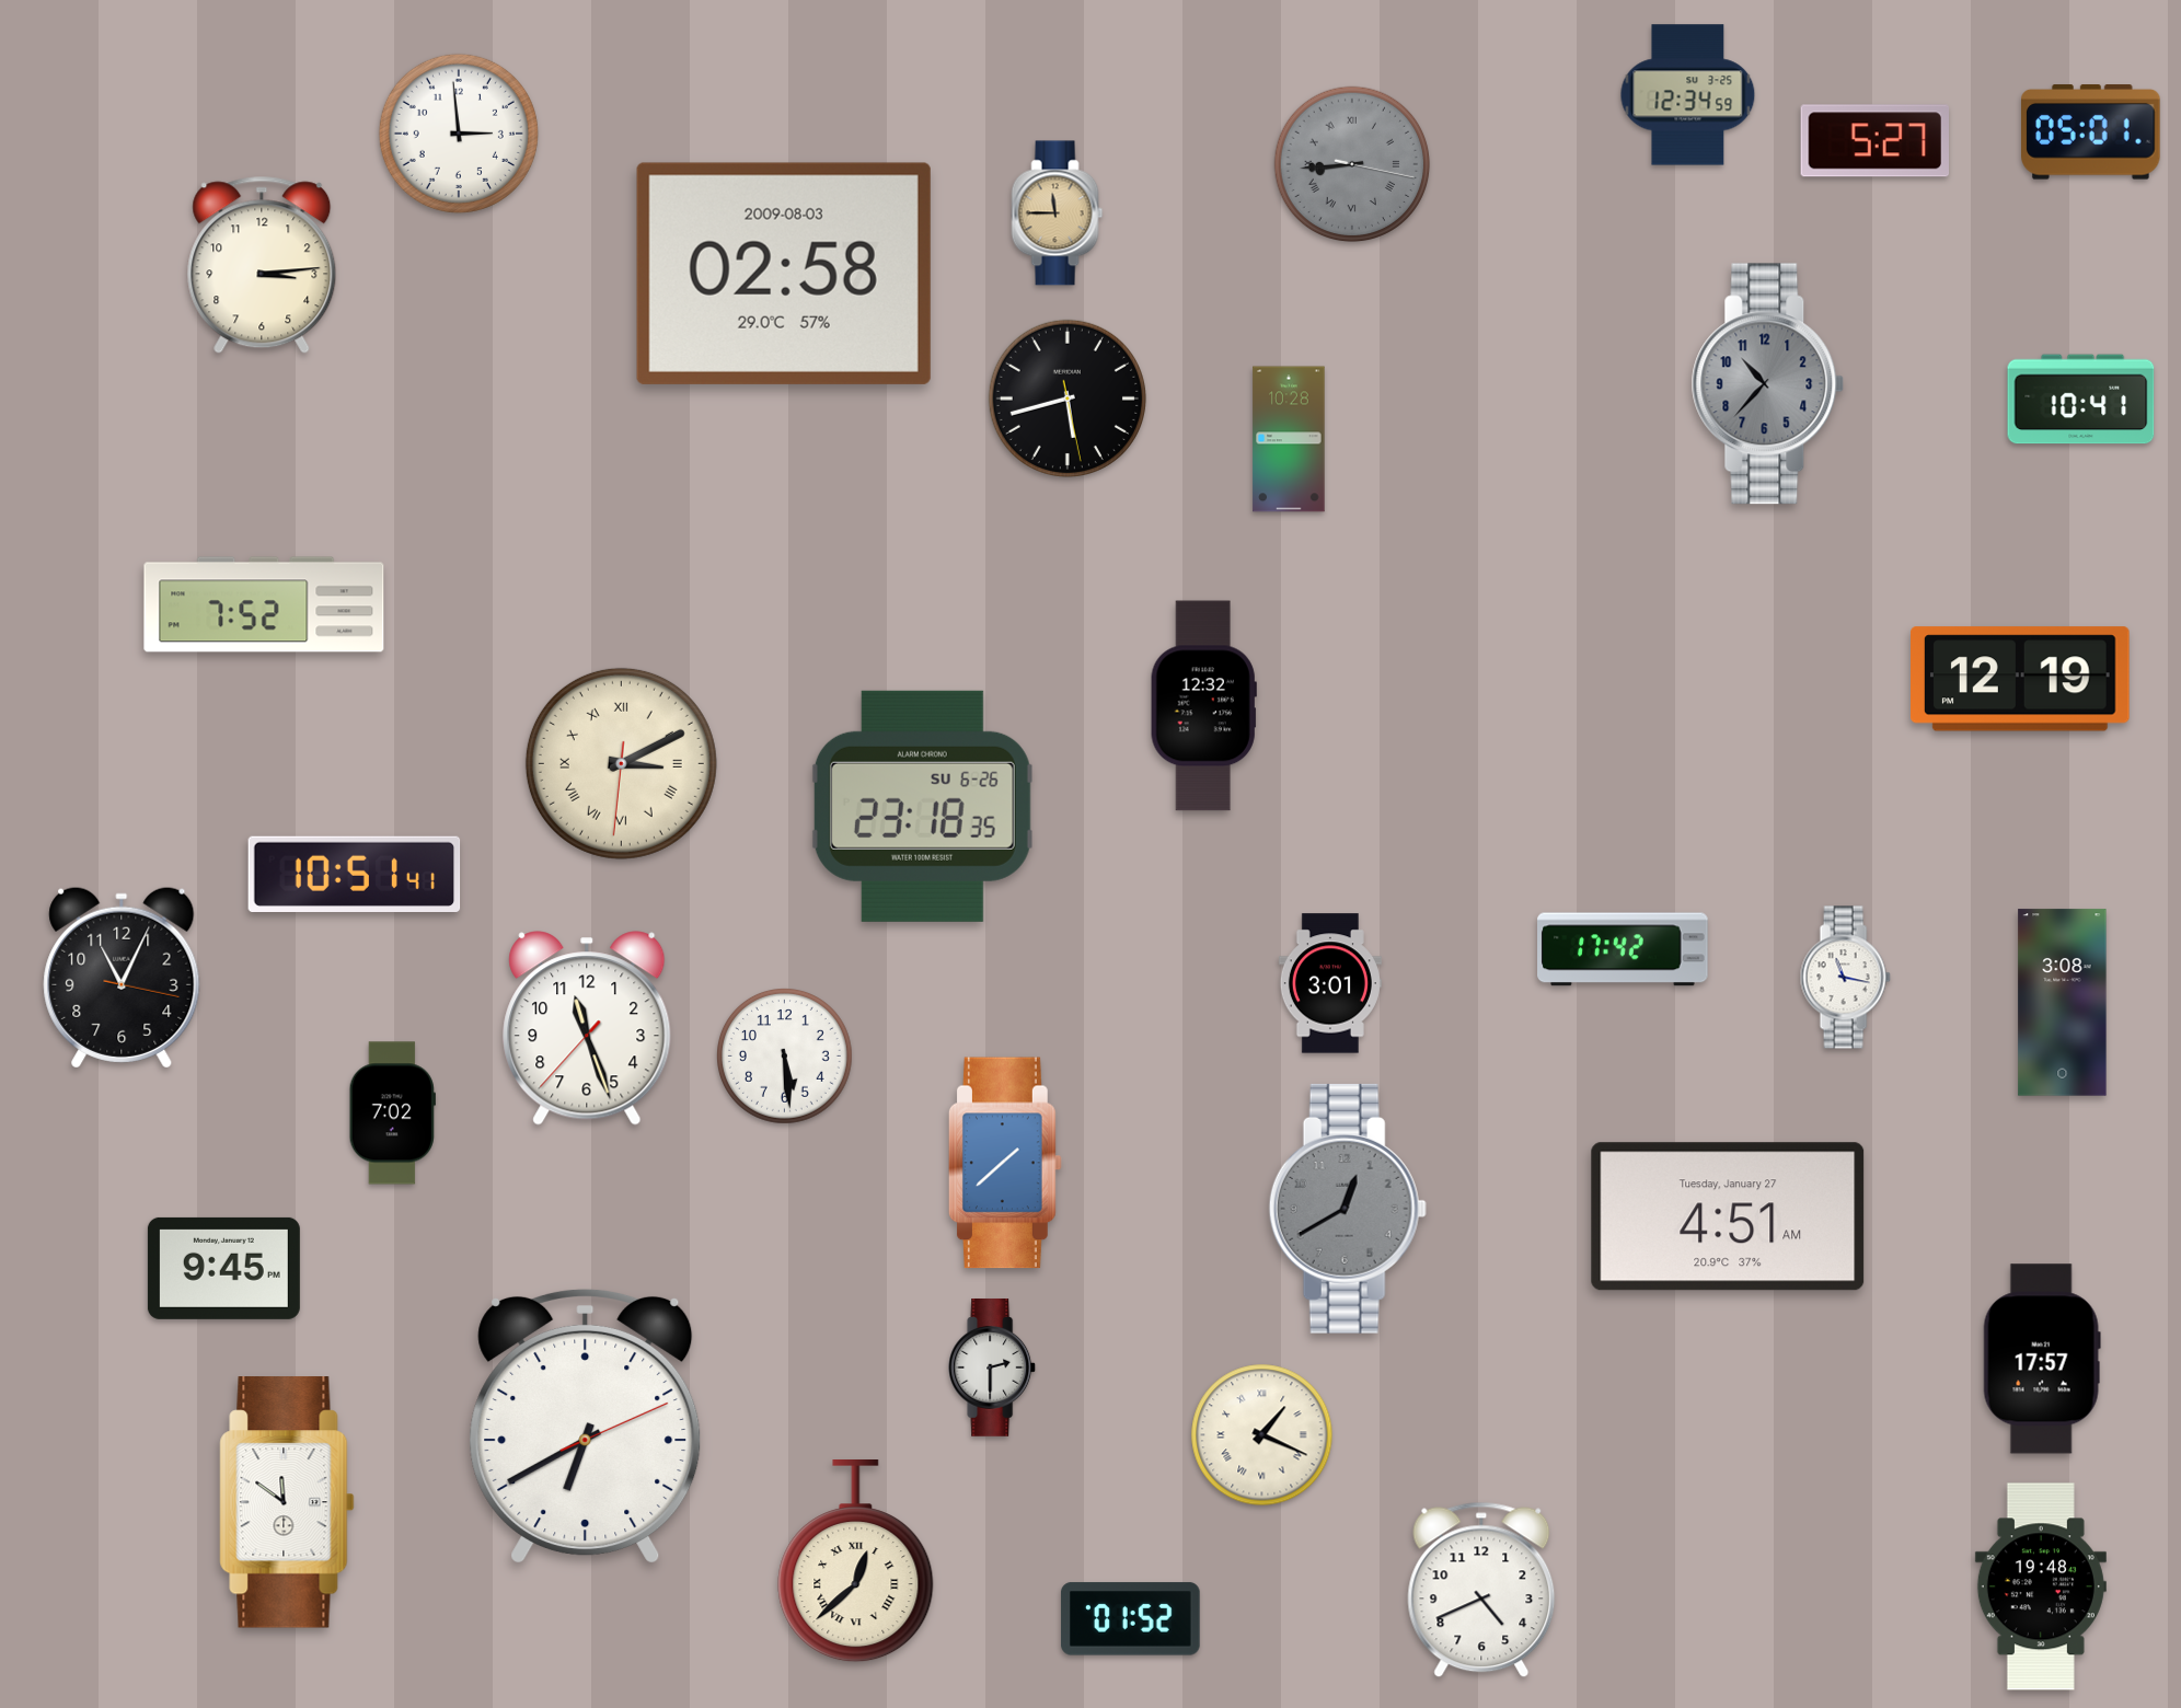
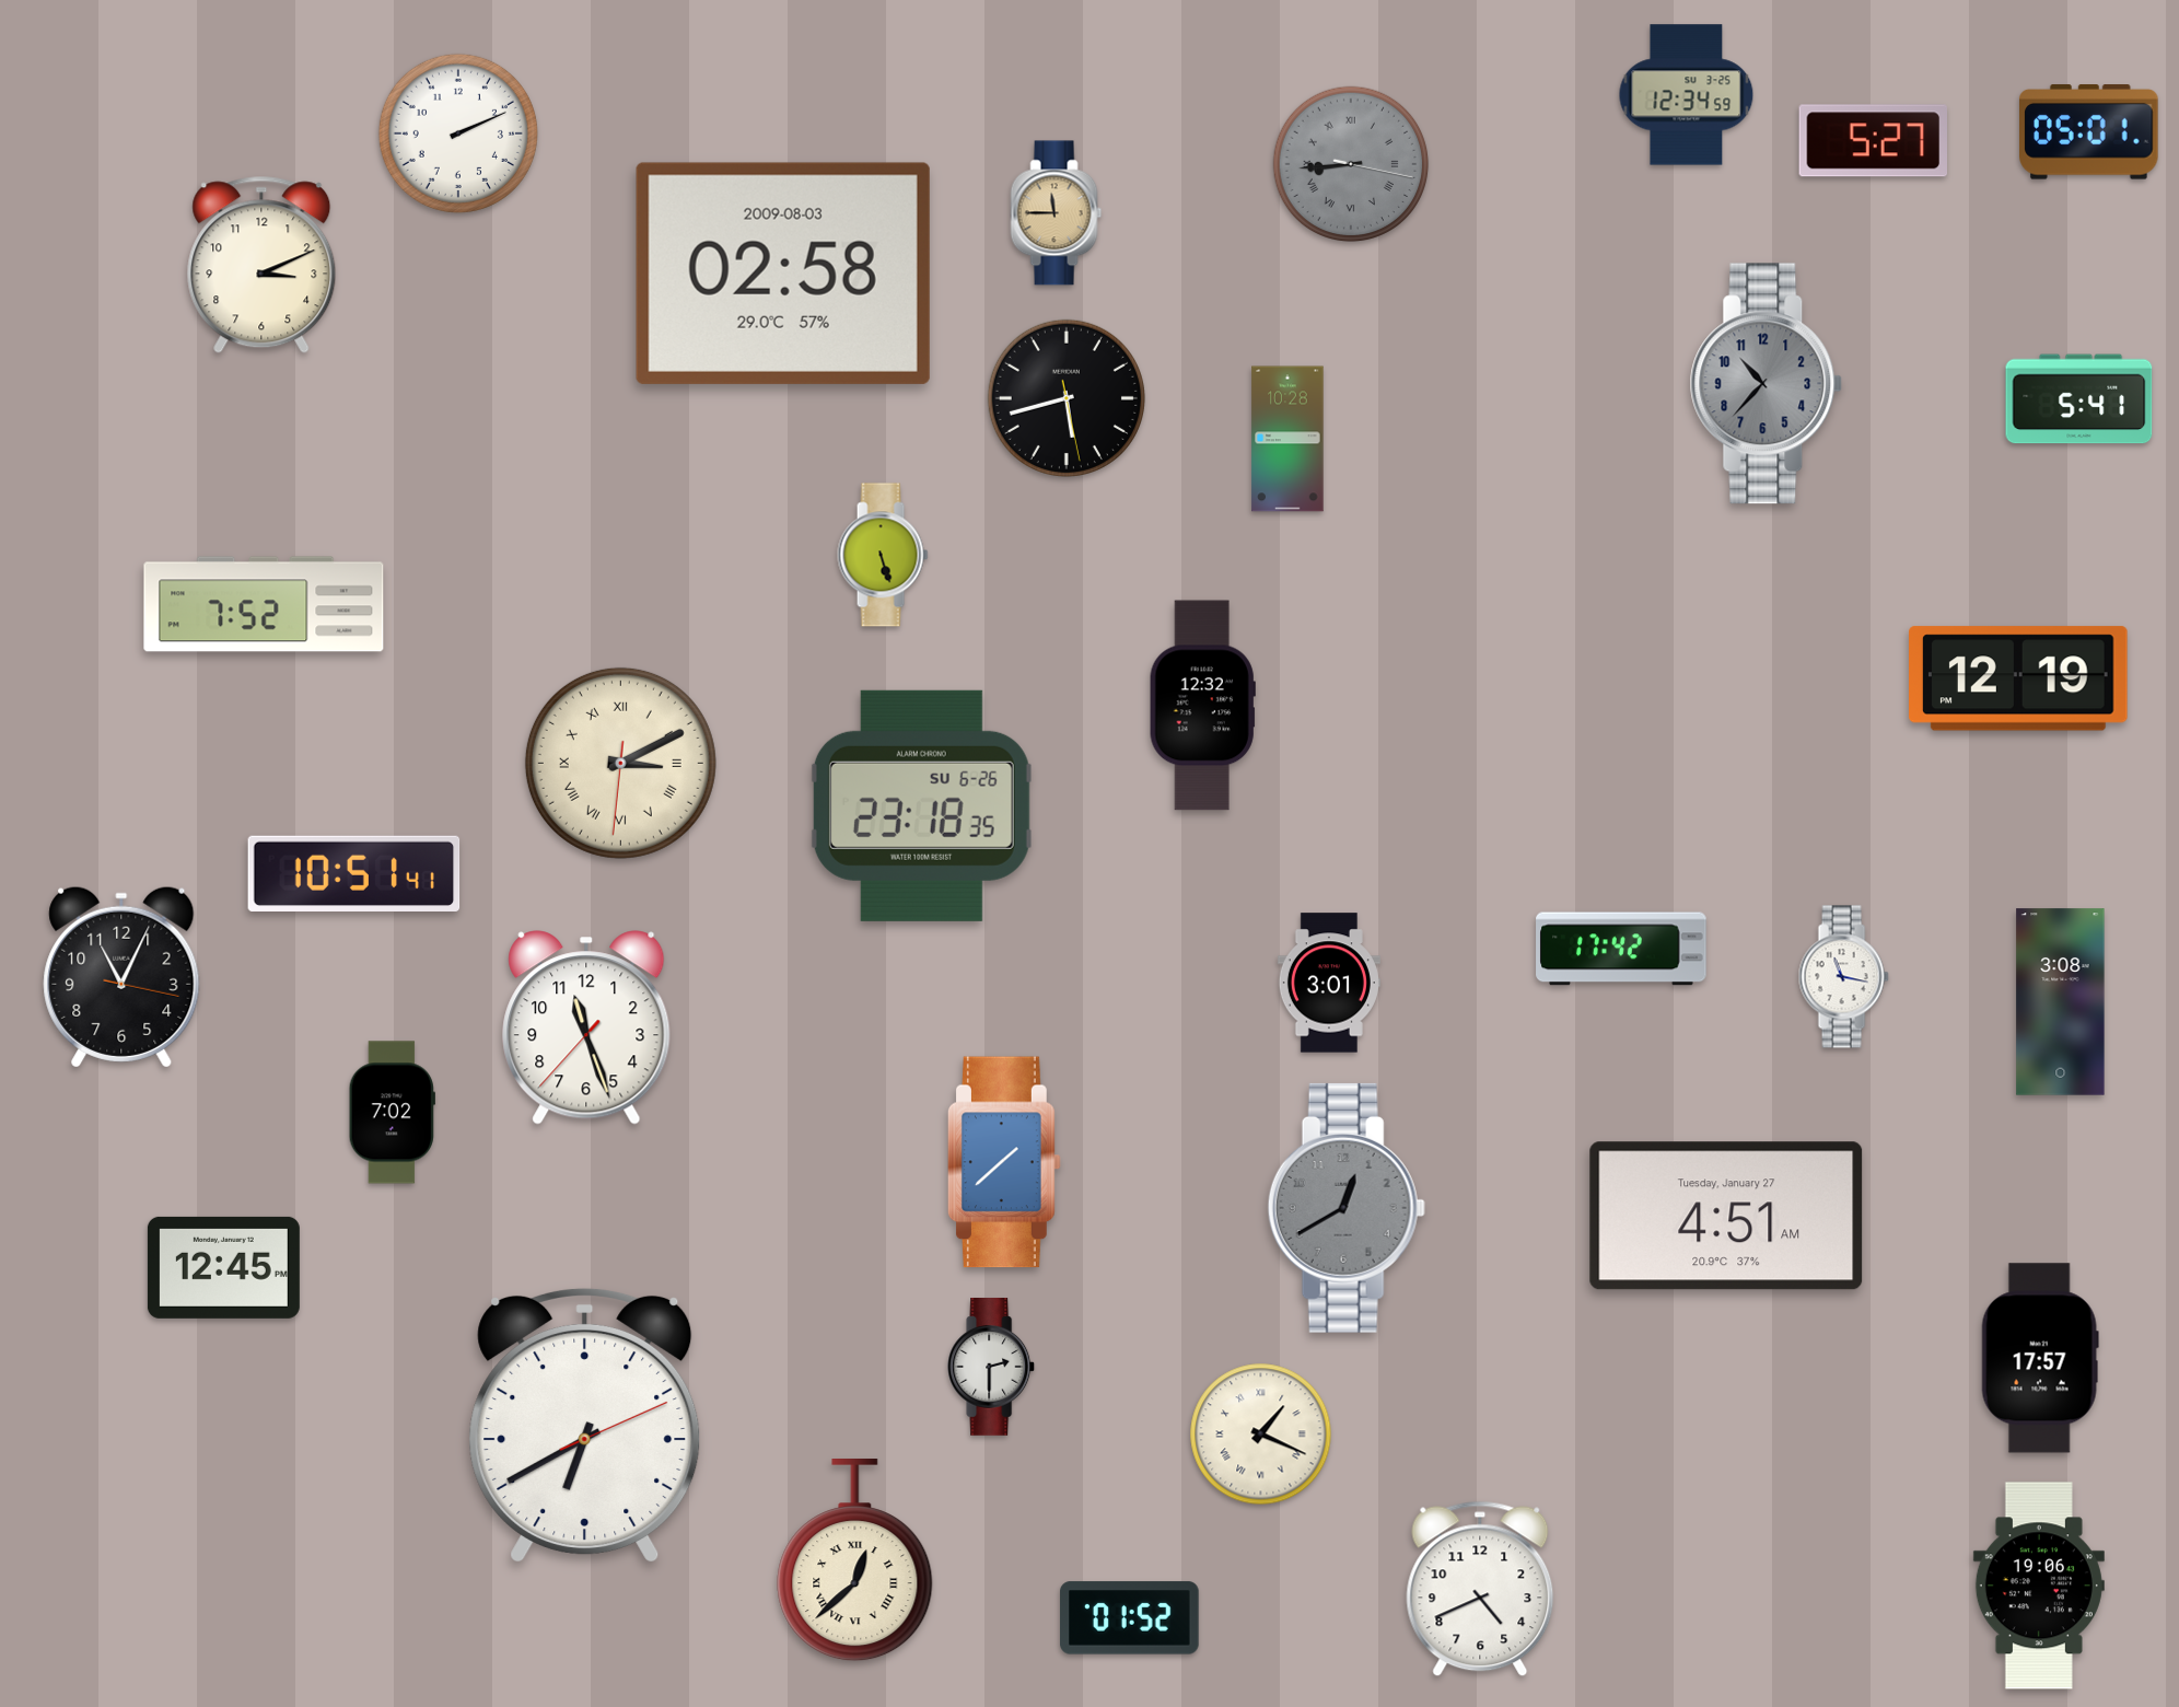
clock at (459, 134): 2:59 -> 2:11
clock at (262, 265): 3:14 -> 3:11
clock at (2081, 400): 10:41 -> 5:41
clock at (883, 555): none -> 5:27
clock at (785, 1057): 5:29 -> none
clock at (223, 1268): 9:45 -> 12:45
clock at (287, 1502): 11:51 -> none
clock at (2041, 1586): 19:48 -> 19:06
